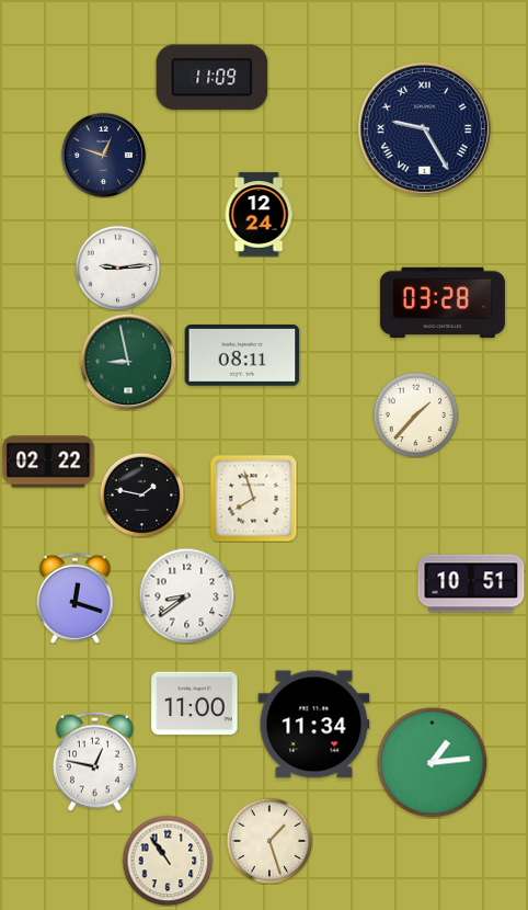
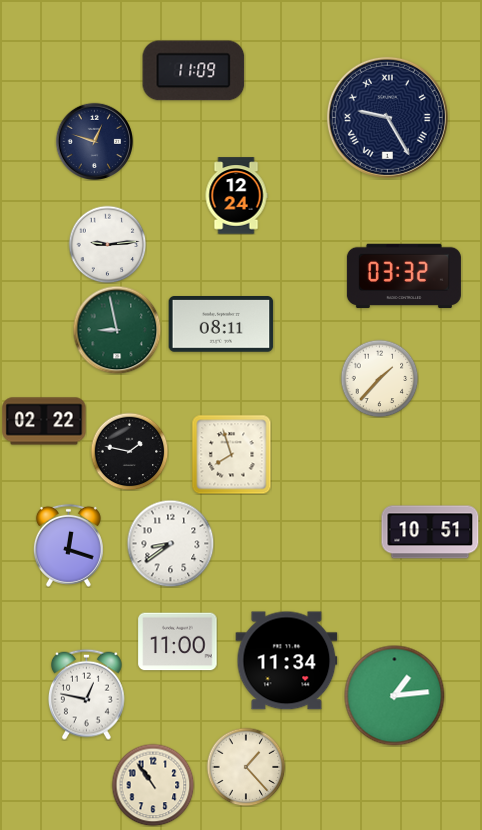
clock at (443, 303): 03:28 -> 03:32
clock at (269, 841): 1:27 -> 1:23
